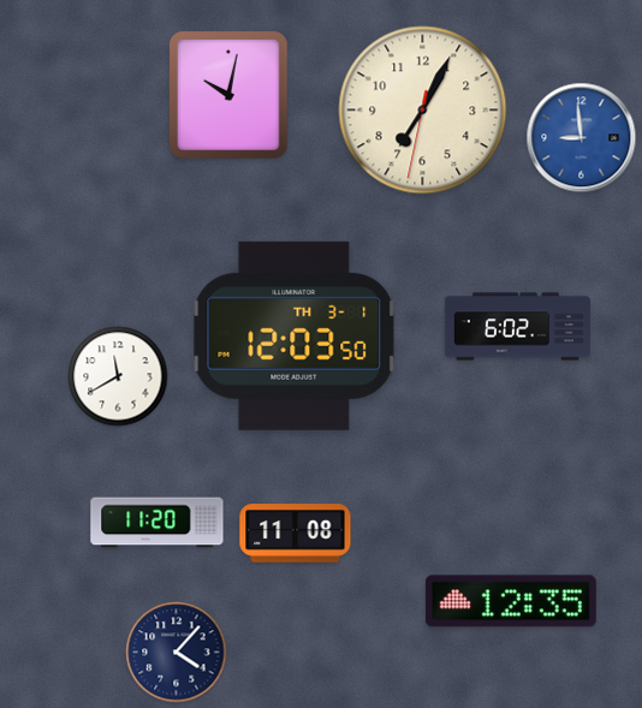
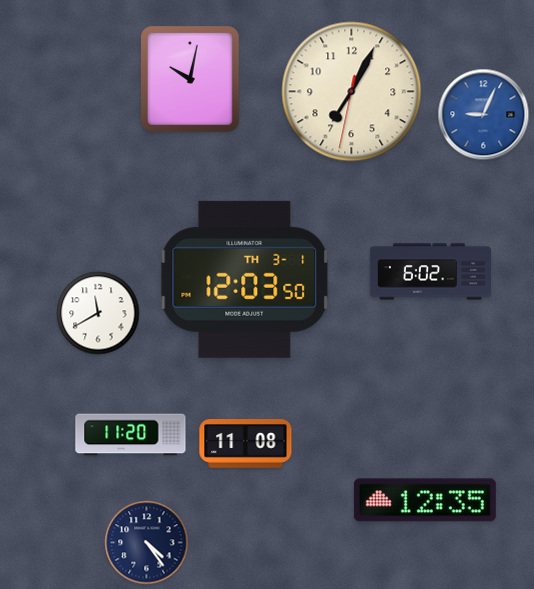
clock at (582, 138): 8:59 -> 9:04
clock at (177, 653): 4:07 -> 4:24
